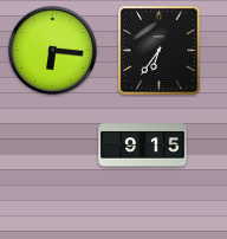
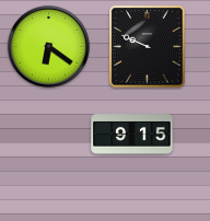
clock at (52, 50): 6:16 -> 6:21
clock at (160, 51): 6:36 -> 9:49
